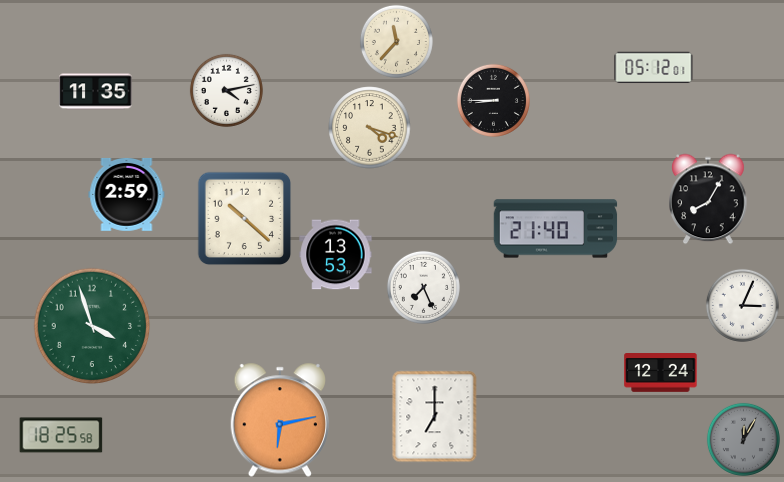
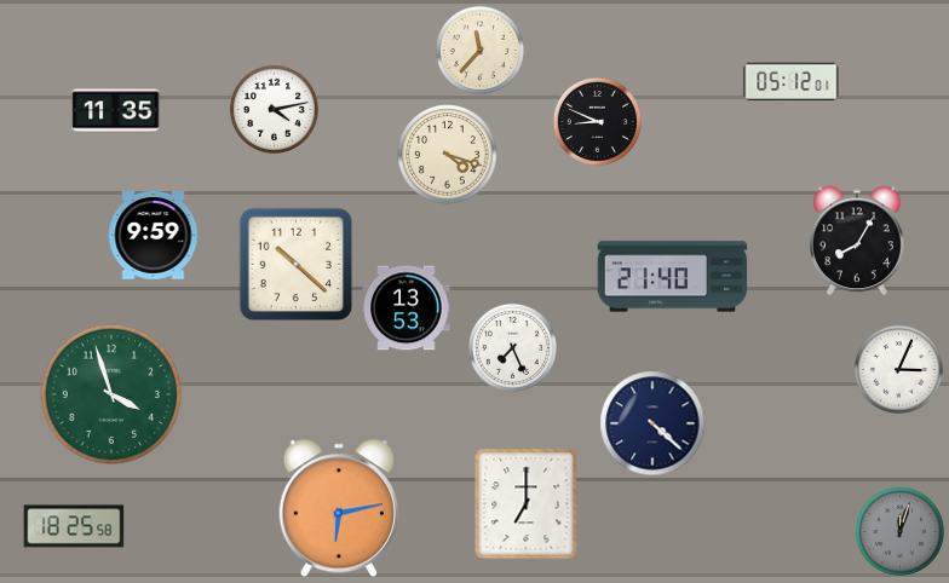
clock at (493, 100): 8:45 -> 8:49
clock at (127, 194): 2:59 -> 9:59
clock at (652, 423): none -> 4:22
clock at (661, 373): 12:24 -> none
clock at (743, 439): 12:05 -> 12:03
